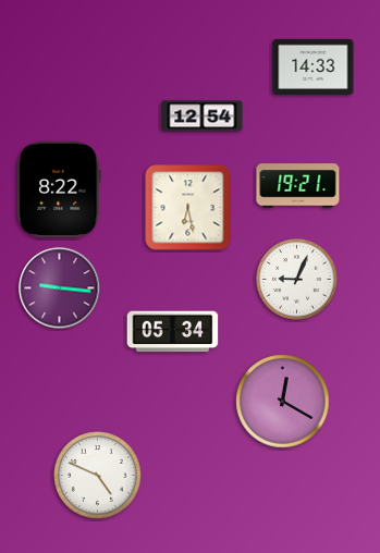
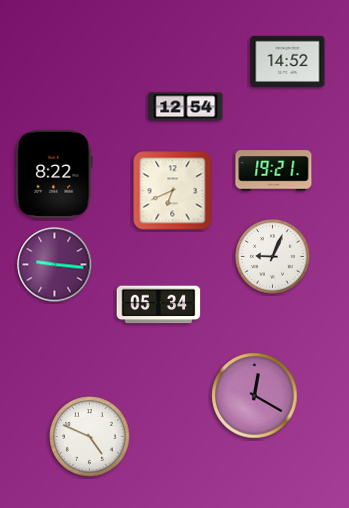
clock at (314, 66): 14:33 -> 14:52
clock at (188, 208): 6:28 -> 6:41
clock at (283, 402) position: (283, 402) -> (255, 396)
